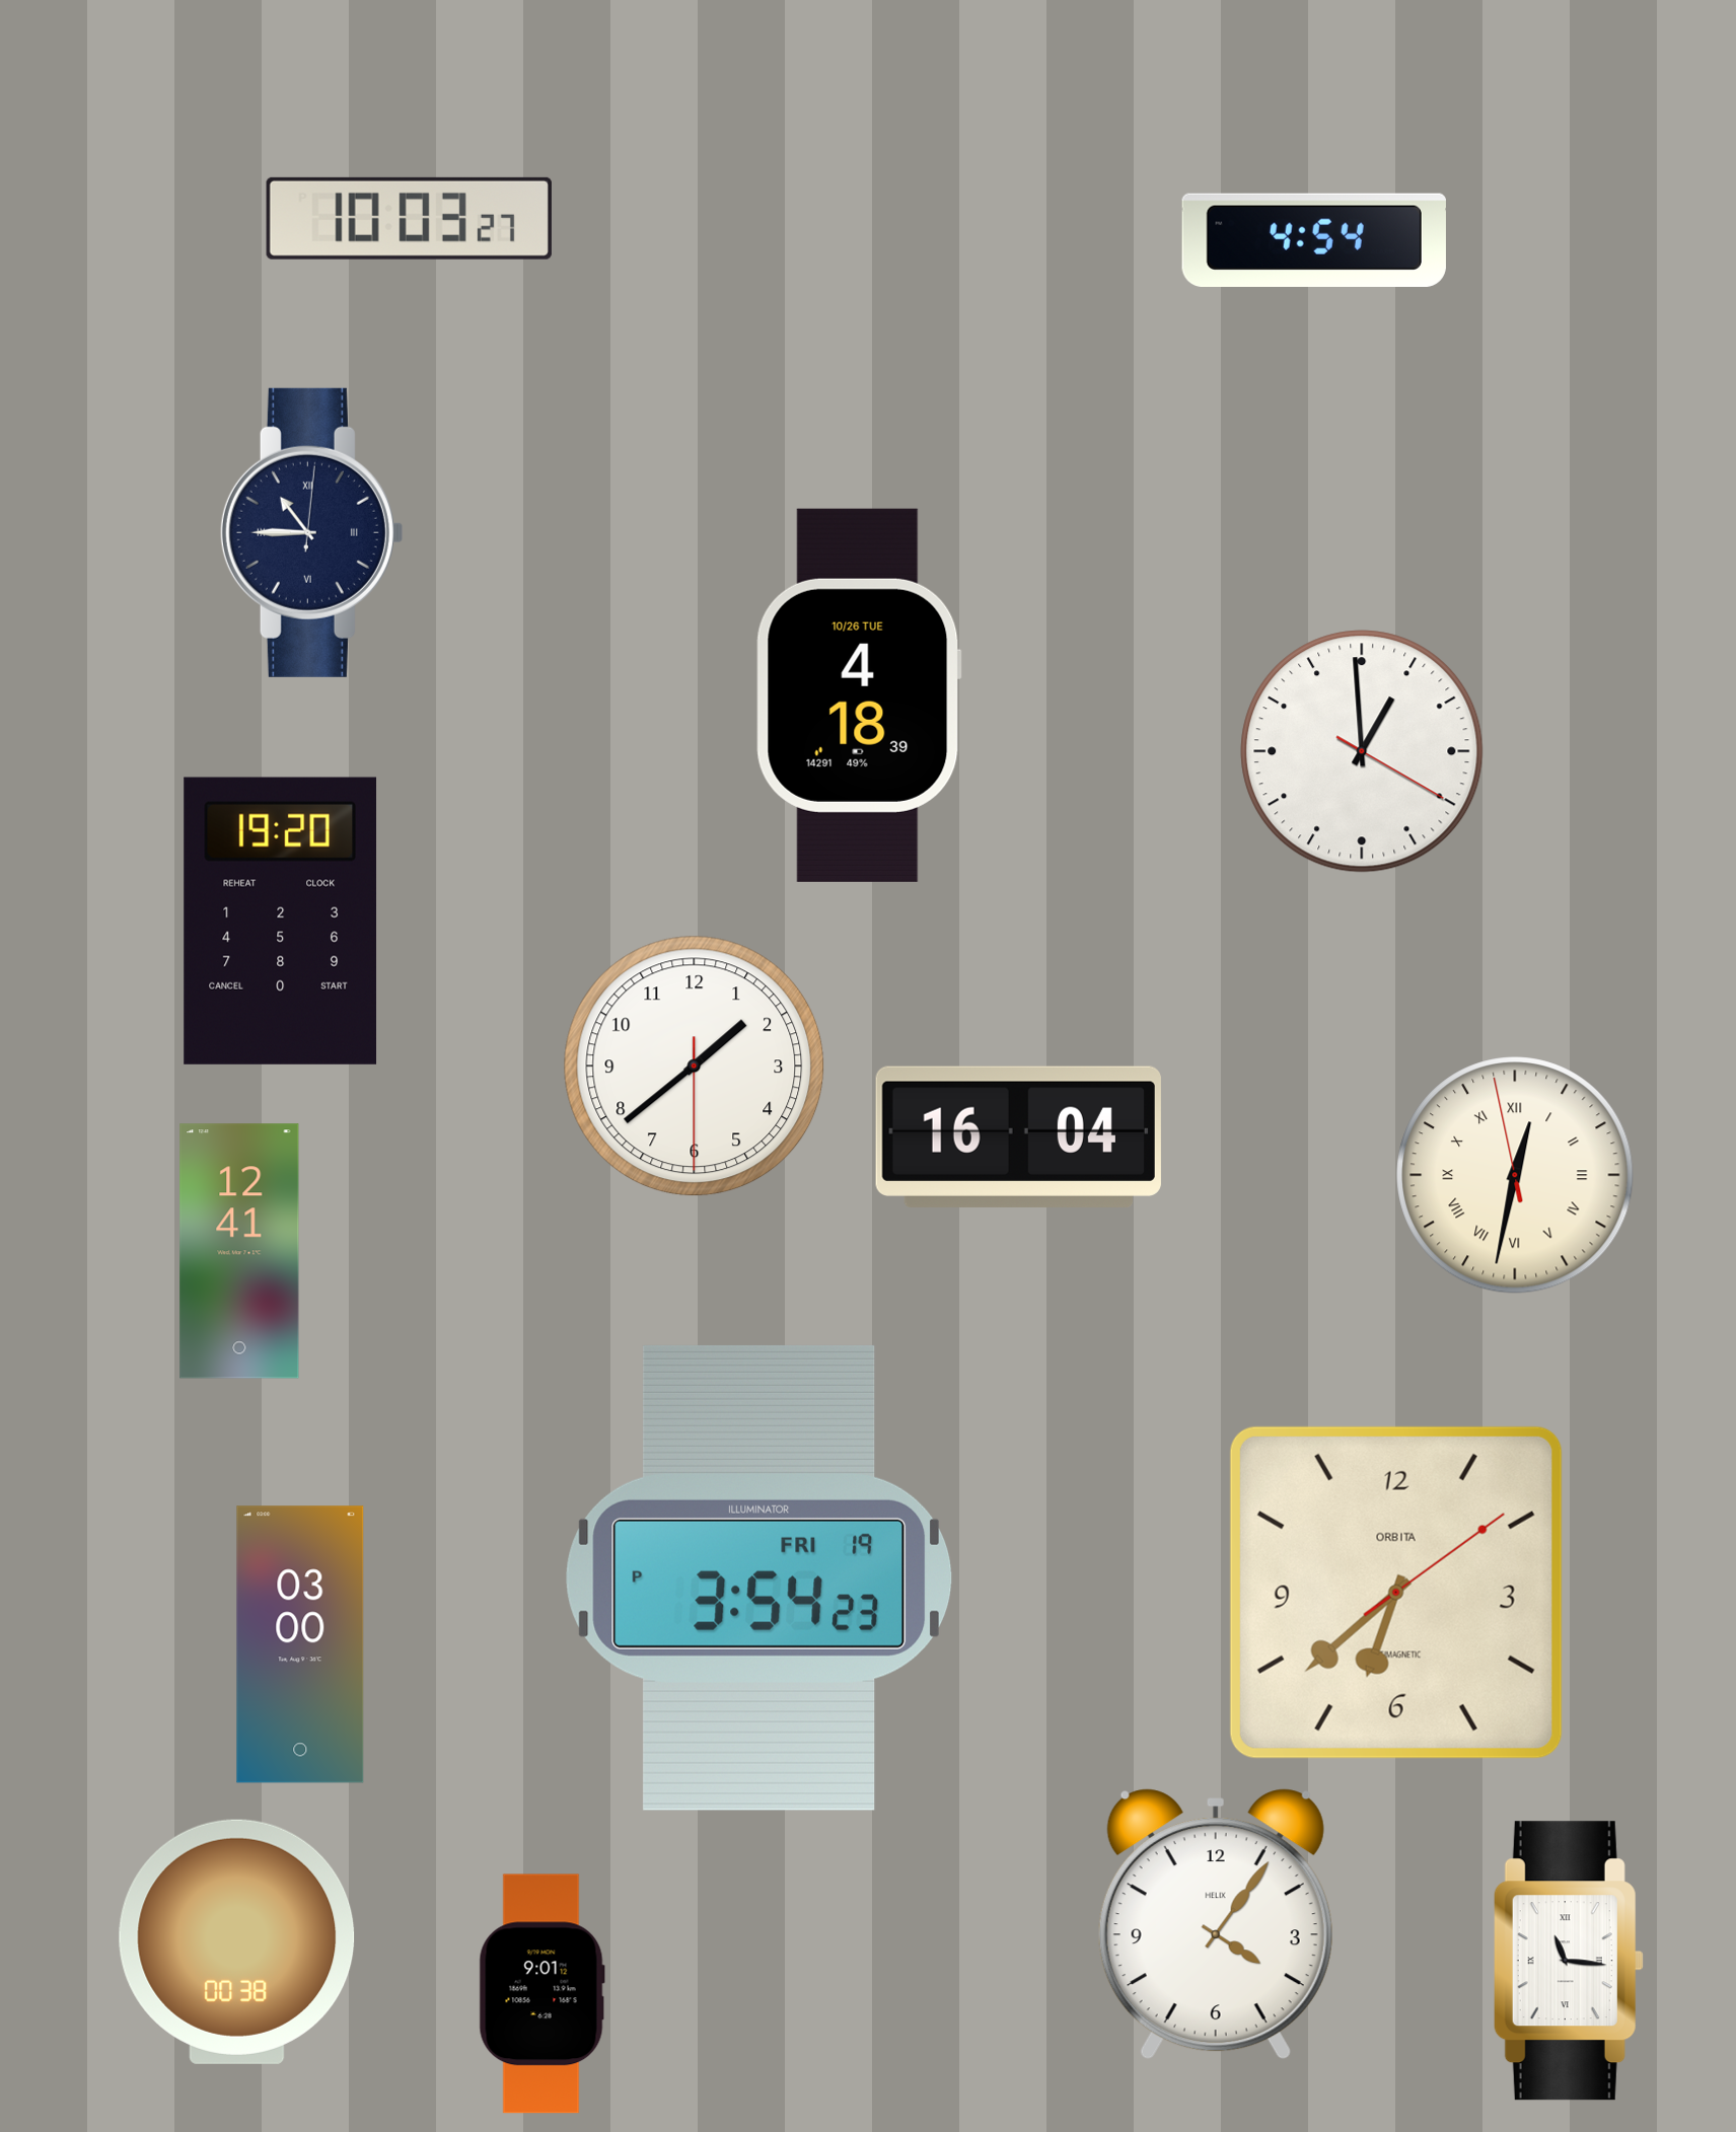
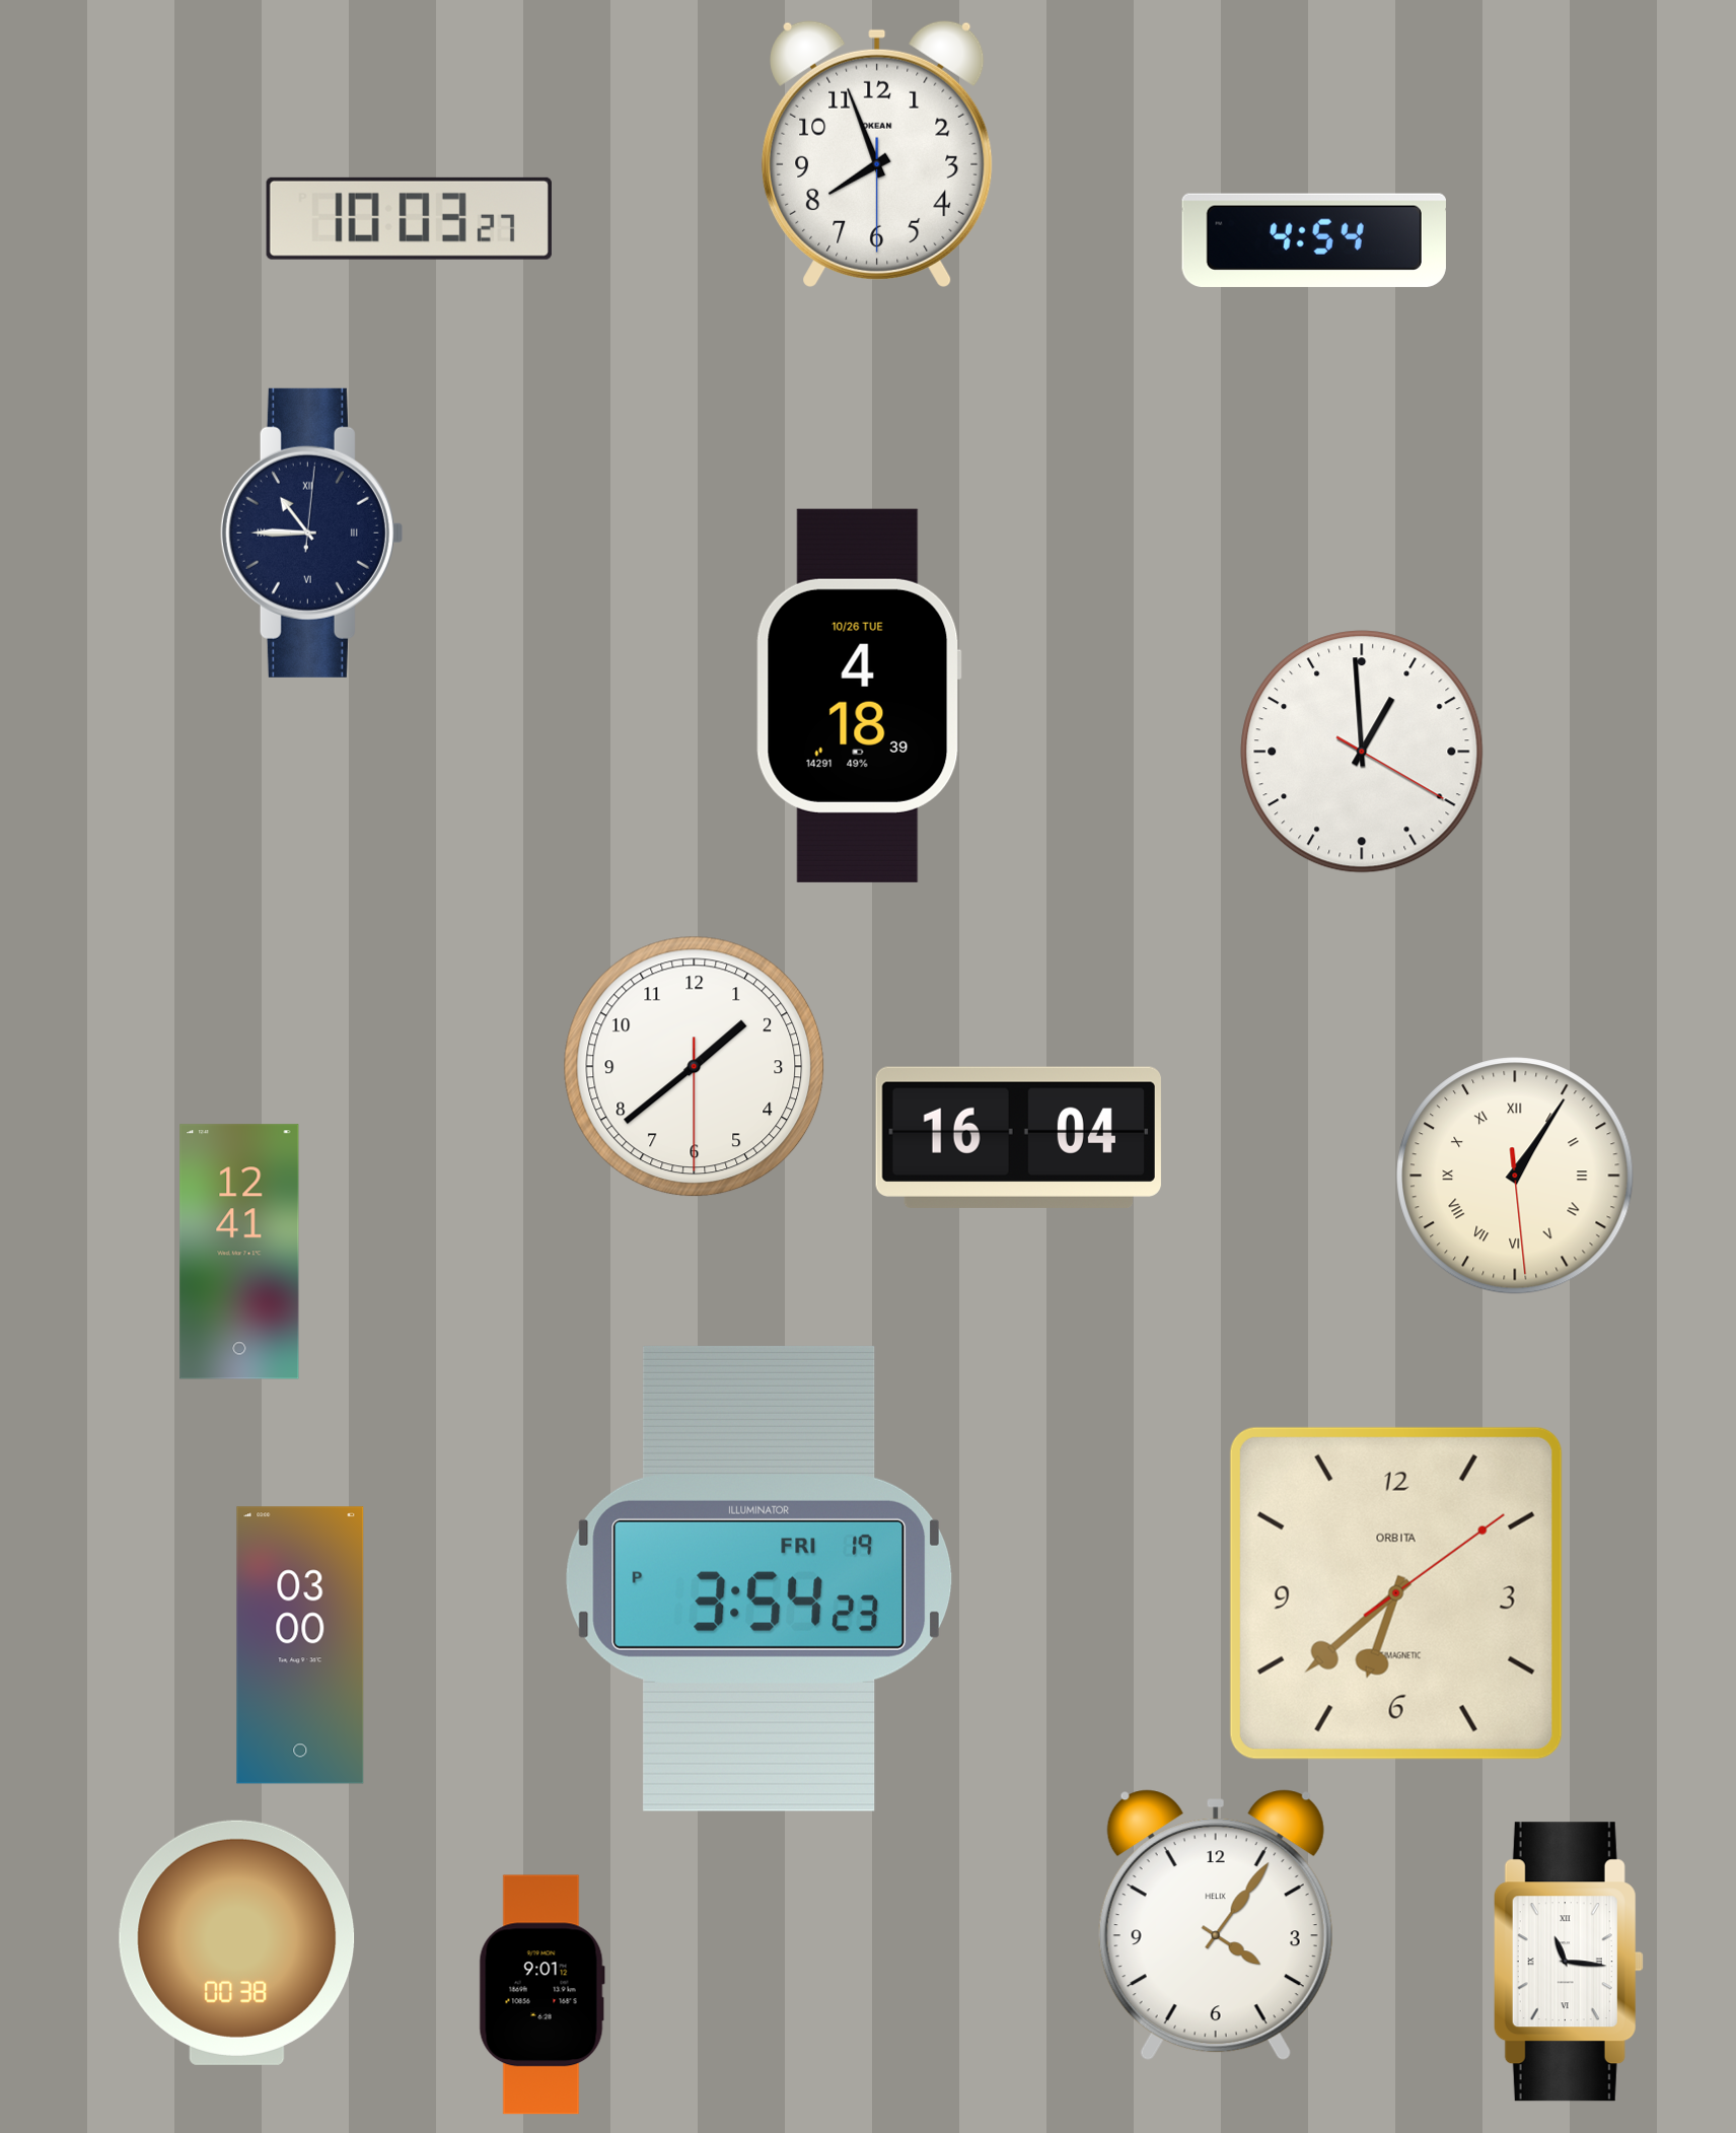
clock at (877, 153): none -> 7:56
clock at (281, 921): 19:20 -> none
clock at (1515, 1175): 12:31 -> 1:05
